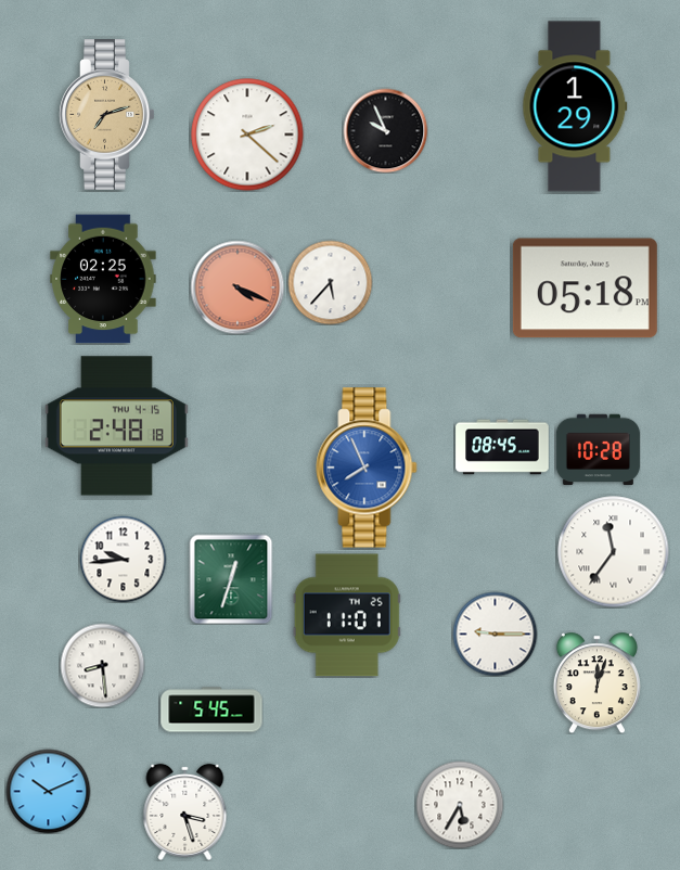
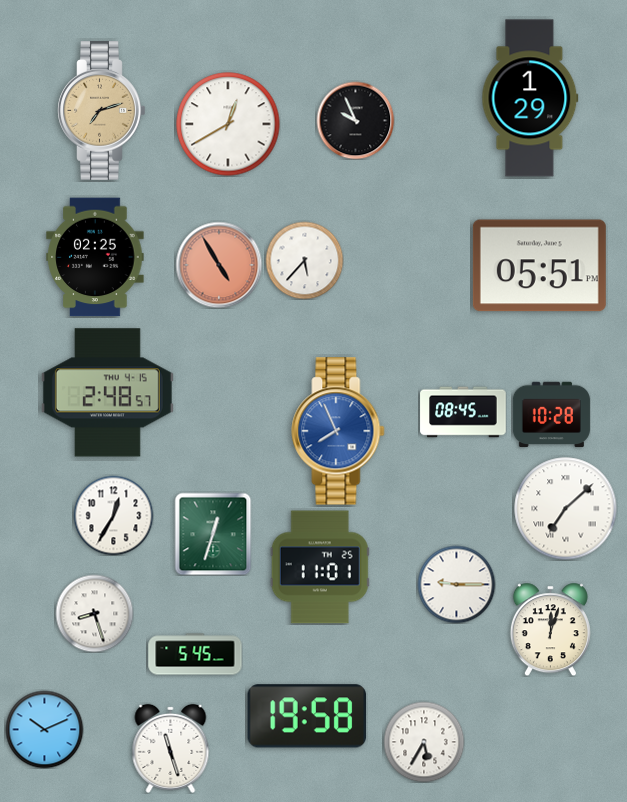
clock at (107, 115) position: (107, 115) -> (102, 111)
clock at (247, 135): 2:22 -> 12:40
clock at (238, 287): 4:19 -> 4:55
clock at (585, 289): 05:18 -> 05:51
clock at (116, 426): 2:48:18 -> 2:48:57
clock at (614, 552): 11:36 -> 7:08
clock at (123, 559): 9:44 -> 12:35
clock at (102, 665): 8:29 -> 8:27
clock at (307, 716): none -> 19:58
clock at (185, 811): 3:27 -> 11:27
